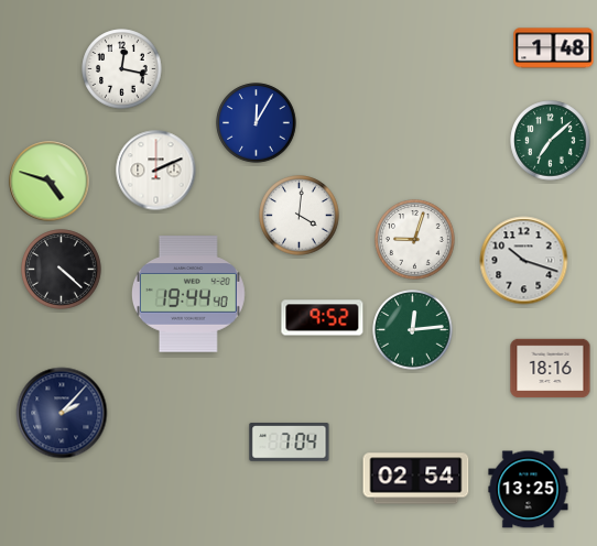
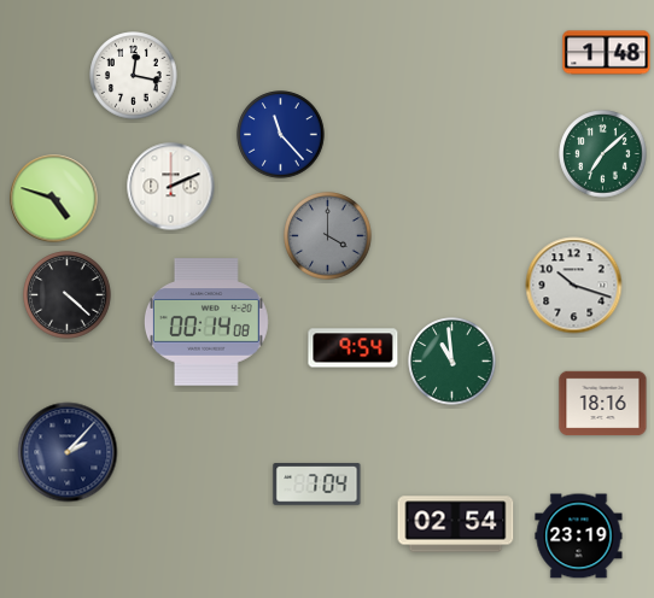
clock at (257, 123): 12:05 -> 11:23
clock at (300, 216): 4:01 -> 4:00
clock at (300, 216) dial: white -> grey
clock at (415, 240): 9:03 -> none
clock at (188, 294): 19:44 -> 00:14
clock at (323, 318): 9:52 -> 9:54
clock at (413, 330): 12:14 -> 10:59
clock at (529, 490): 13:25 -> 23:19
